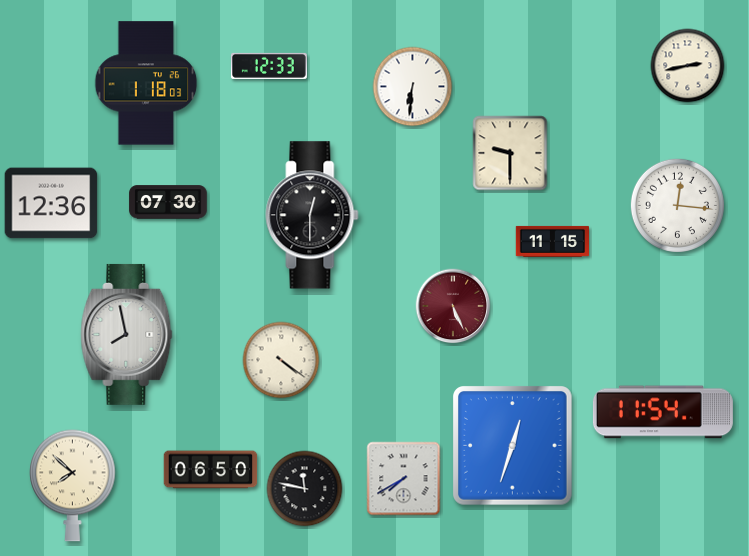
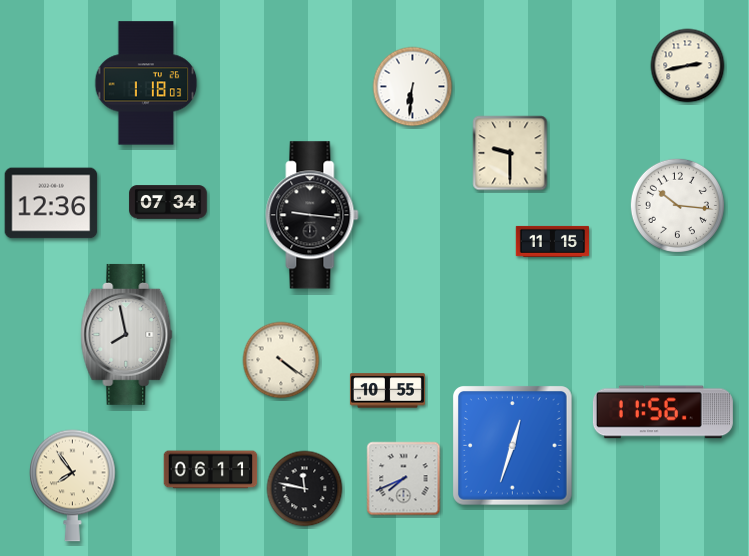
clock at (269, 66): 12:33 -> none
clock at (168, 202): 07:30 -> 07:34
clock at (677, 205): 12:16 -> 10:16
clock at (312, 215): 12:30 -> 9:16
clock at (453, 306): 5:26 -> none
clock at (387, 391): none -> 10:55
clock at (663, 412): 11:54 -> 11:56
clock at (211, 470): 06:50 -> 06:11
clock at (404, 479): 7:40 -> 7:41
clock at (73, 485): 7:52 -> 7:54
